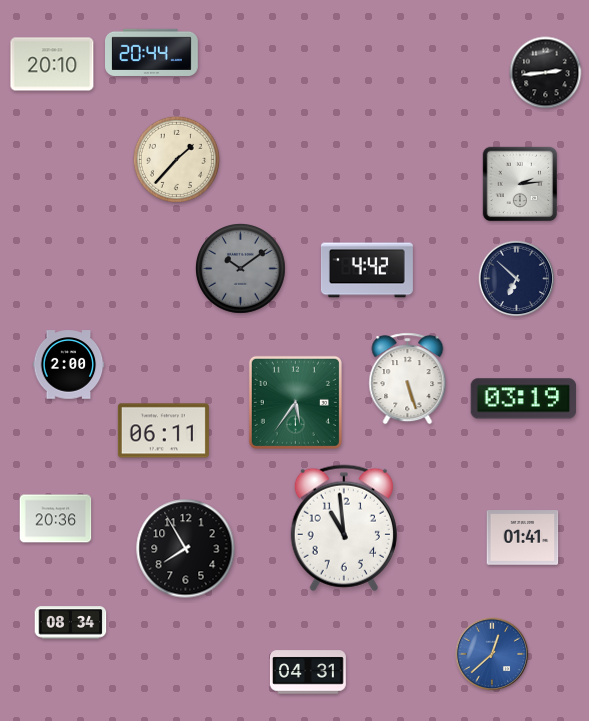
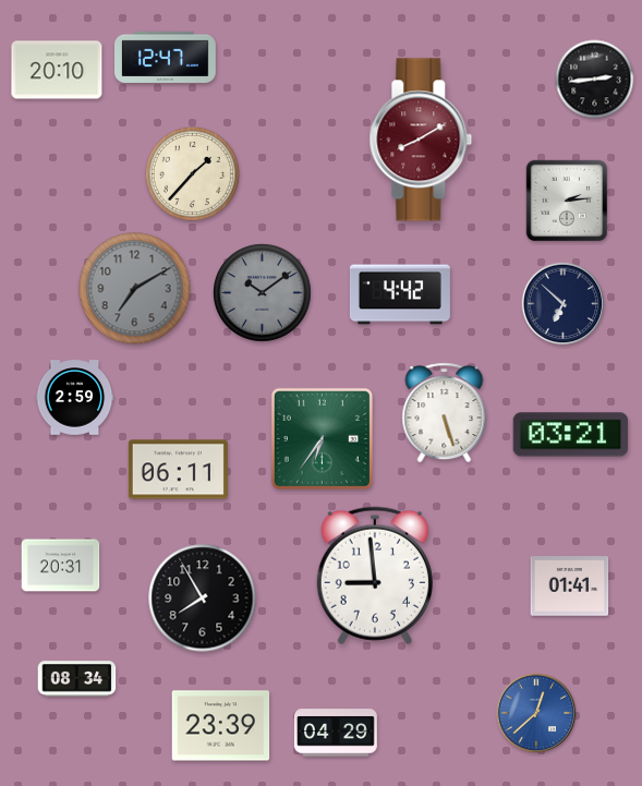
clock at (152, 52): 20:44 -> 12:47
clock at (421, 140): none -> 8:10
clock at (135, 289): none -> 7:10
clock at (69, 365): 2:00 -> 2:59
clock at (524, 399): 03:19 -> 03:21
clock at (295, 402): 5:36 -> 6:36
clock at (56, 519): 20:36 -> 20:31
clock at (344, 528): 10:59 -> 8:59
clock at (221, 726): none -> 23:39
clock at (308, 672): 04:31 -> 04:29
